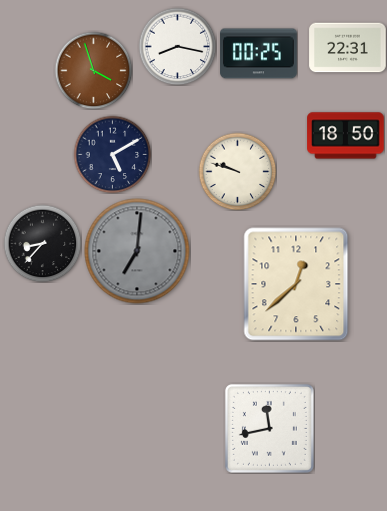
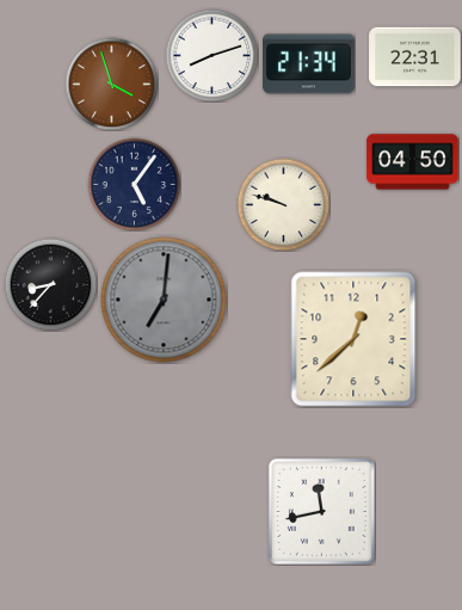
clock at (177, 46): 8:17 -> 8:12
clock at (259, 54): 00:25 -> 21:34
clock at (346, 136): 18:50 -> 04:50
clock at (112, 154): 5:10 -> 5:06
clock at (42, 243) position: (42, 243) -> (50, 284)
